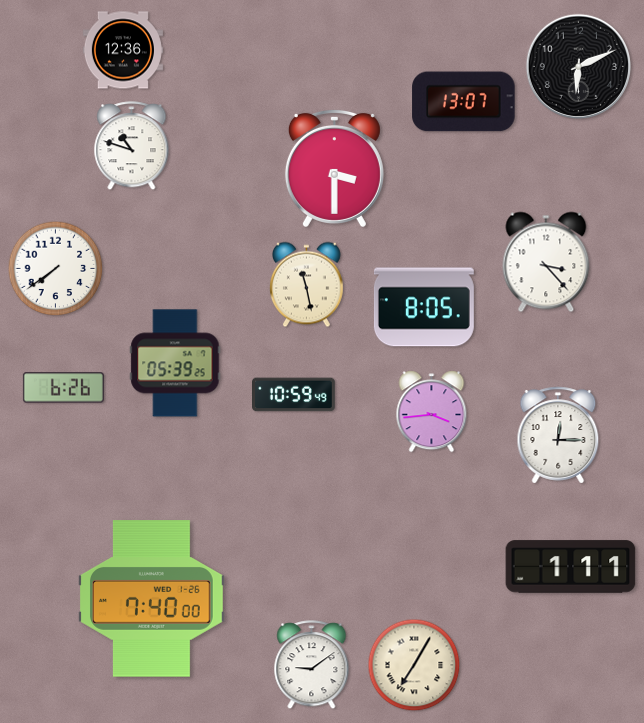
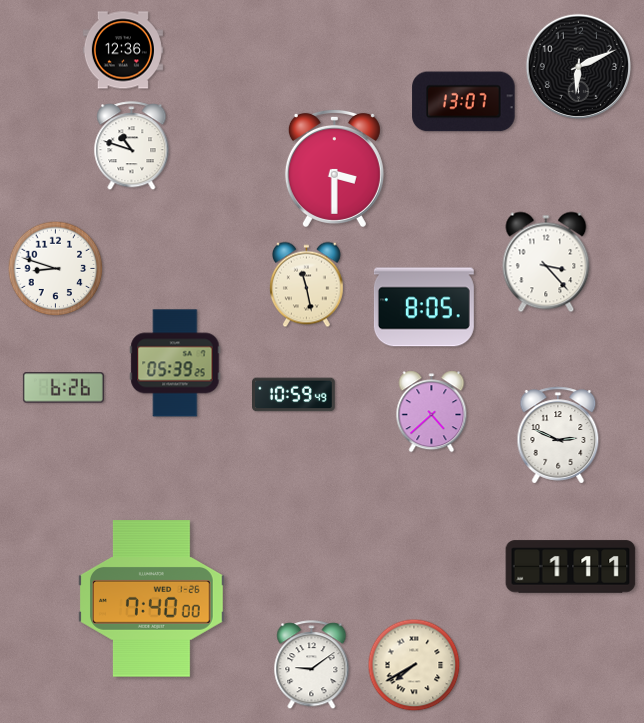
clock at (56, 269): 7:39 -> 8:48
clock at (432, 412): 3:44 -> 4:38
clock at (558, 435): 12:15 -> 2:49
clock at (414, 665): 7:05 -> 7:40
